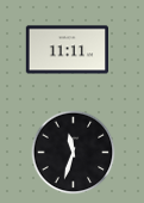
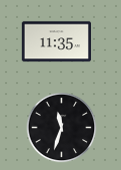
clock at (67, 50): 11:11 -> 11:35
